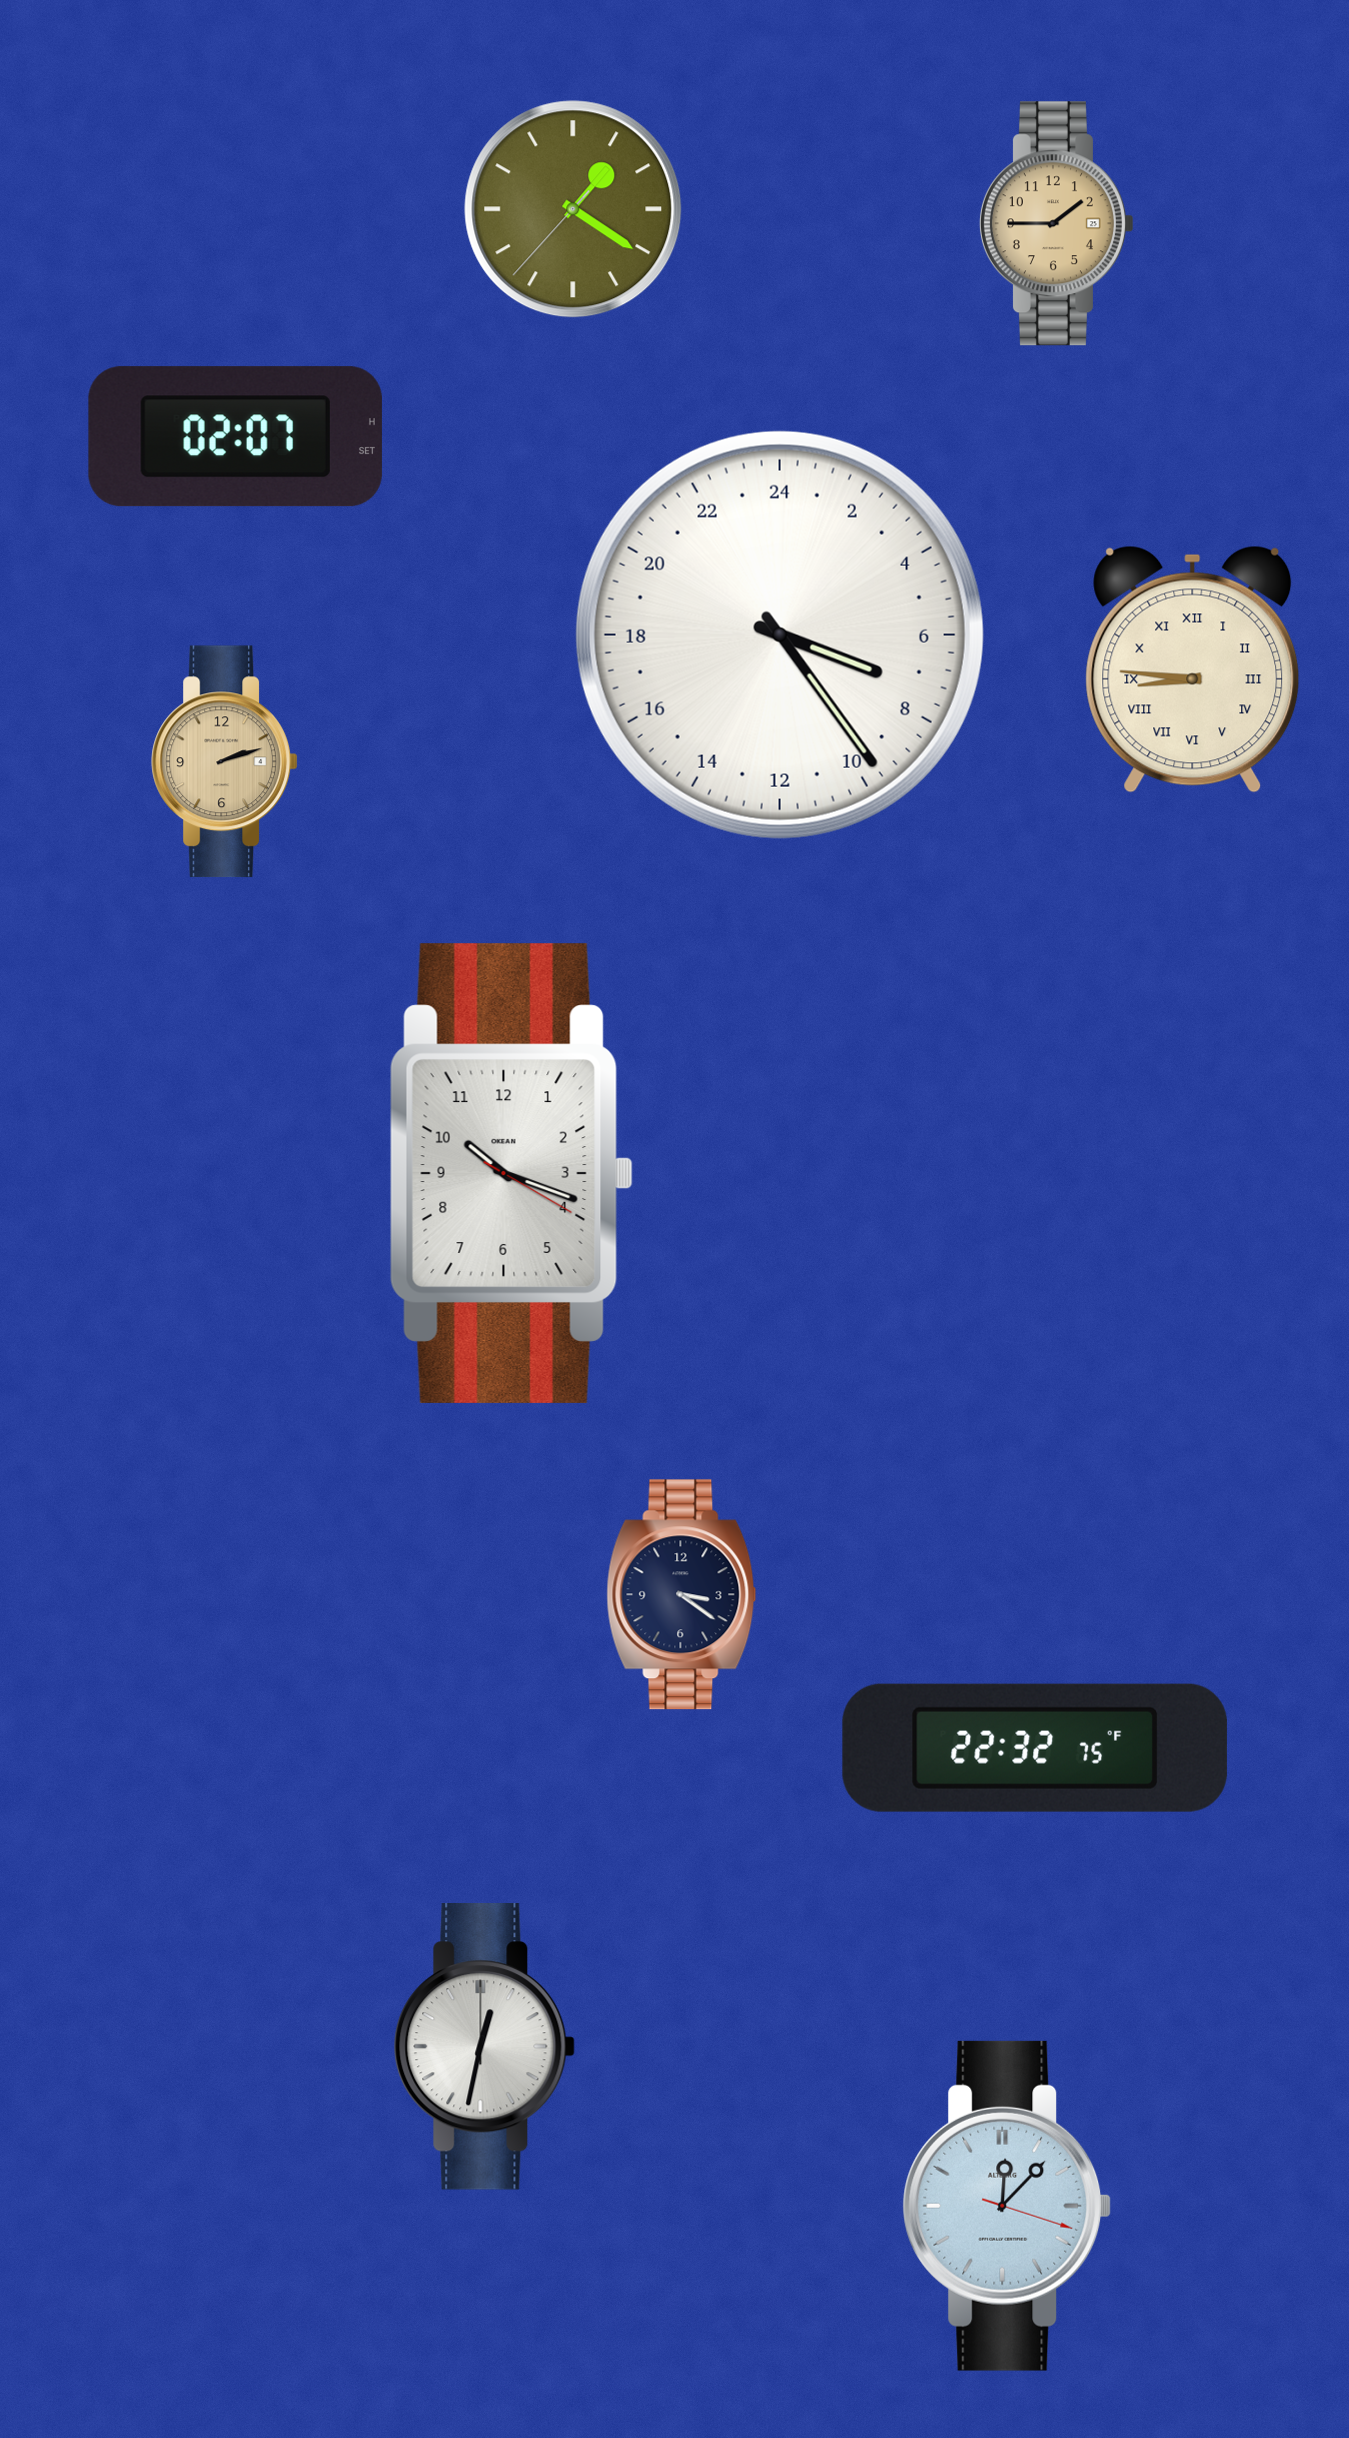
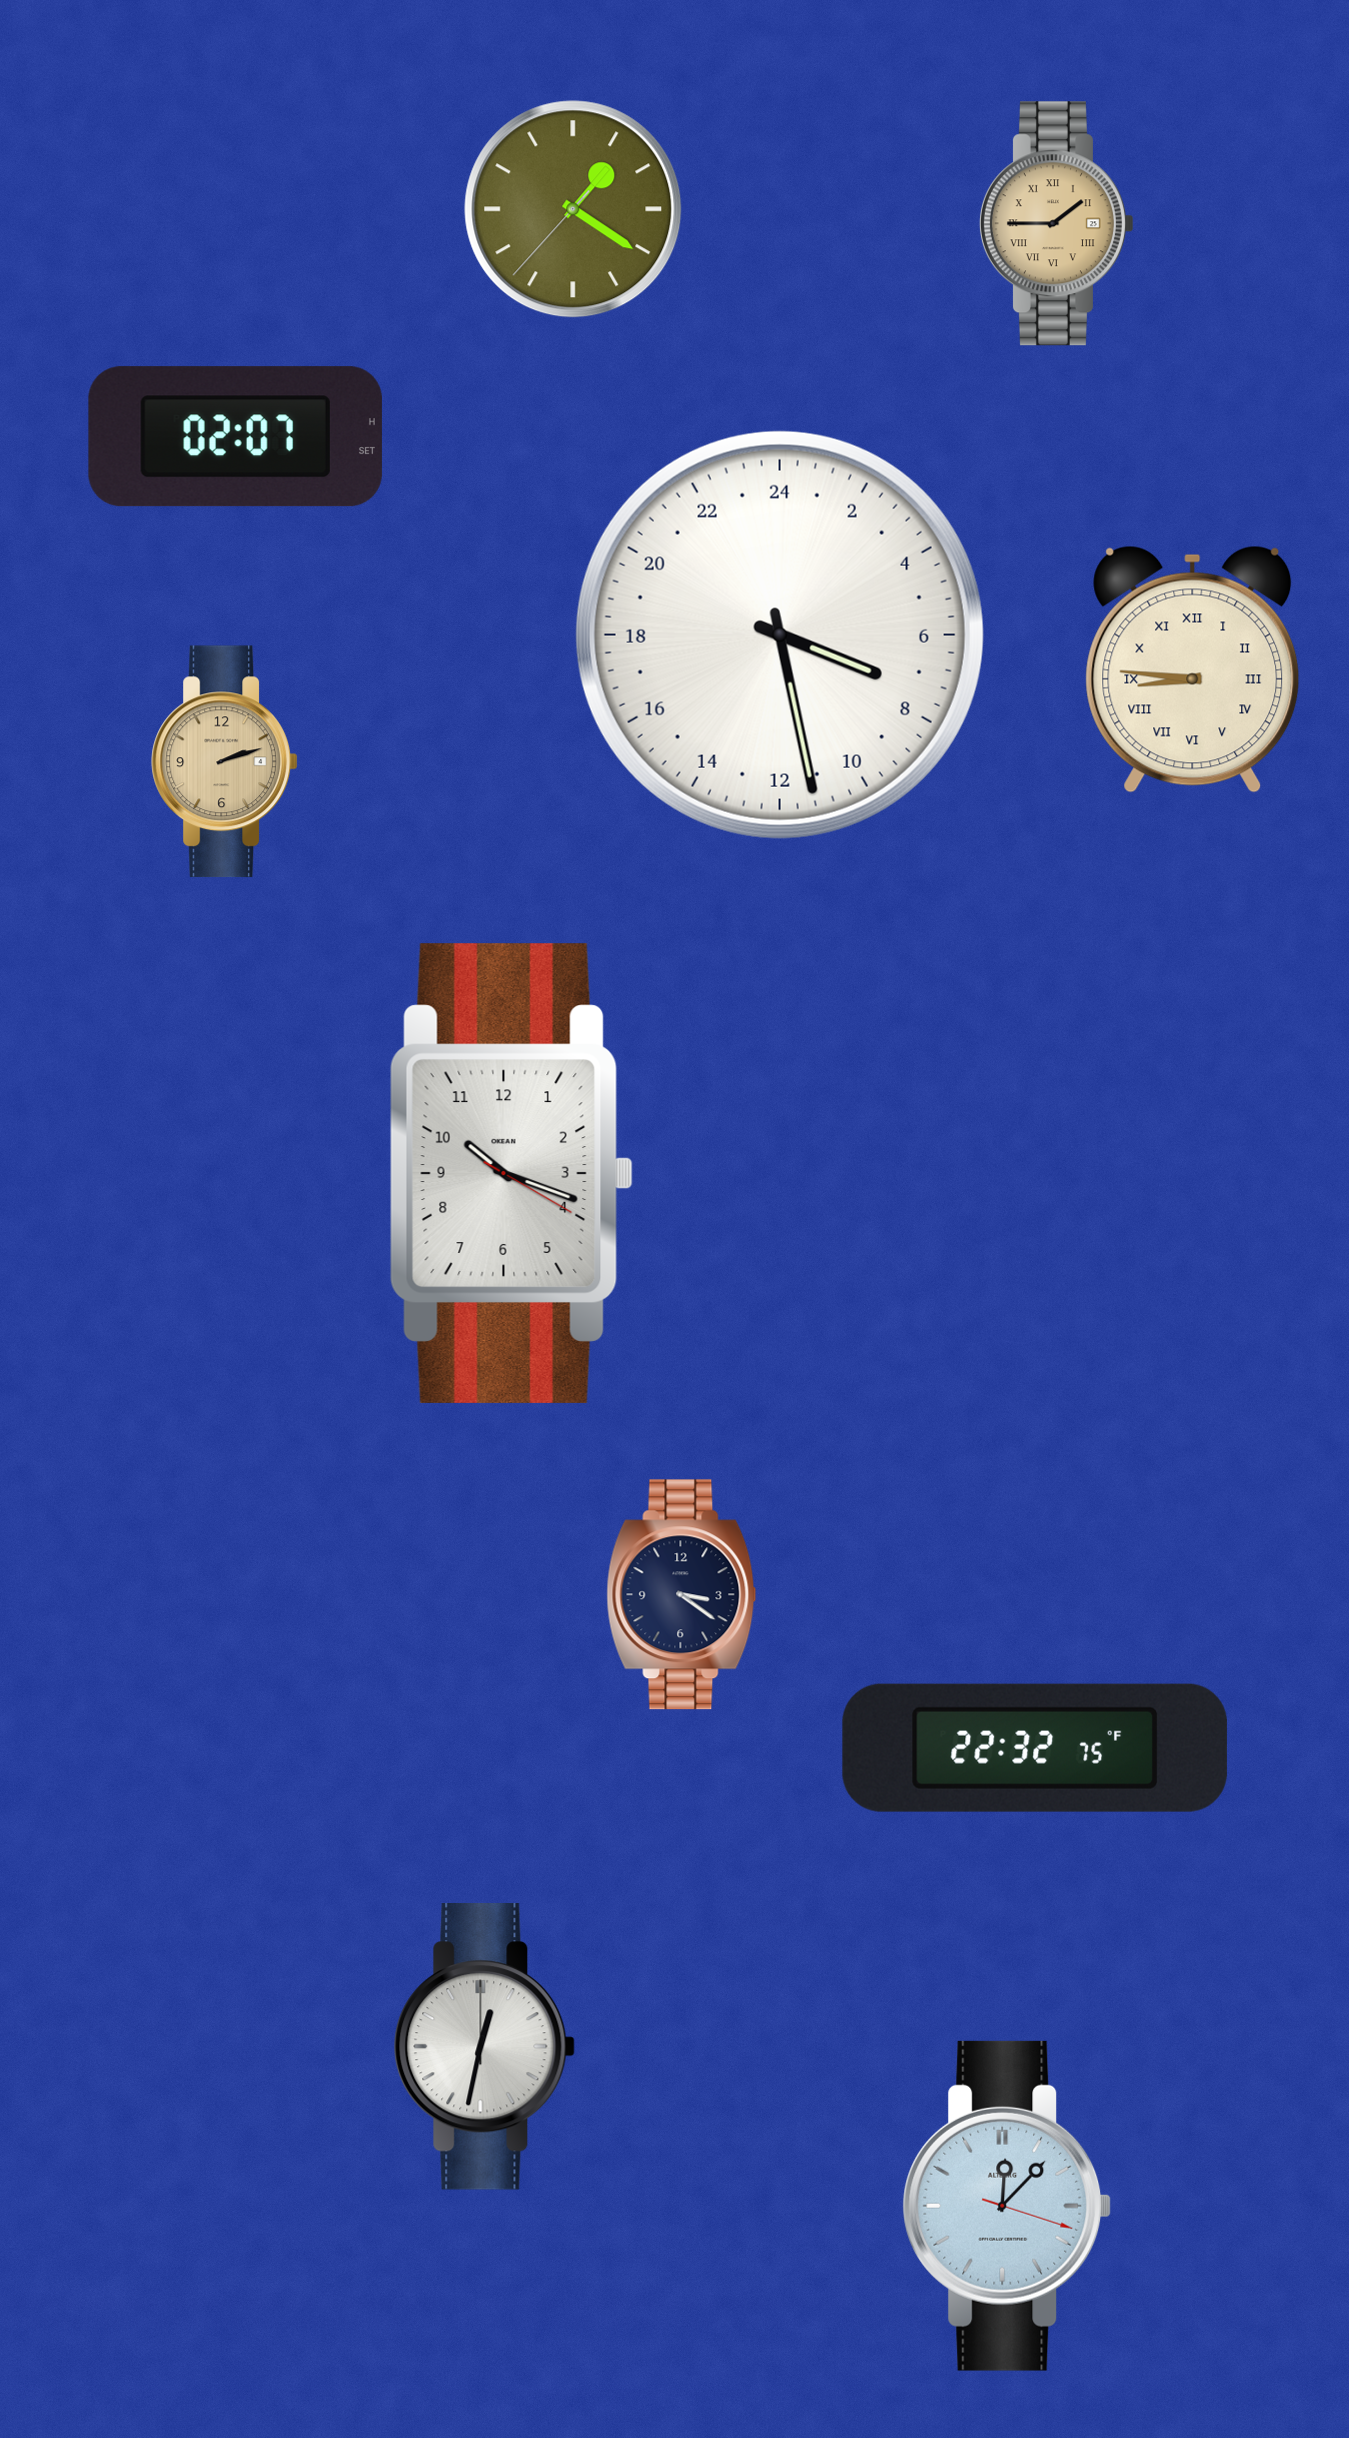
clock at (1056, 224) numerals: Arabic -> Roman
clock at (780, 635): 7:24 -> 7:28
